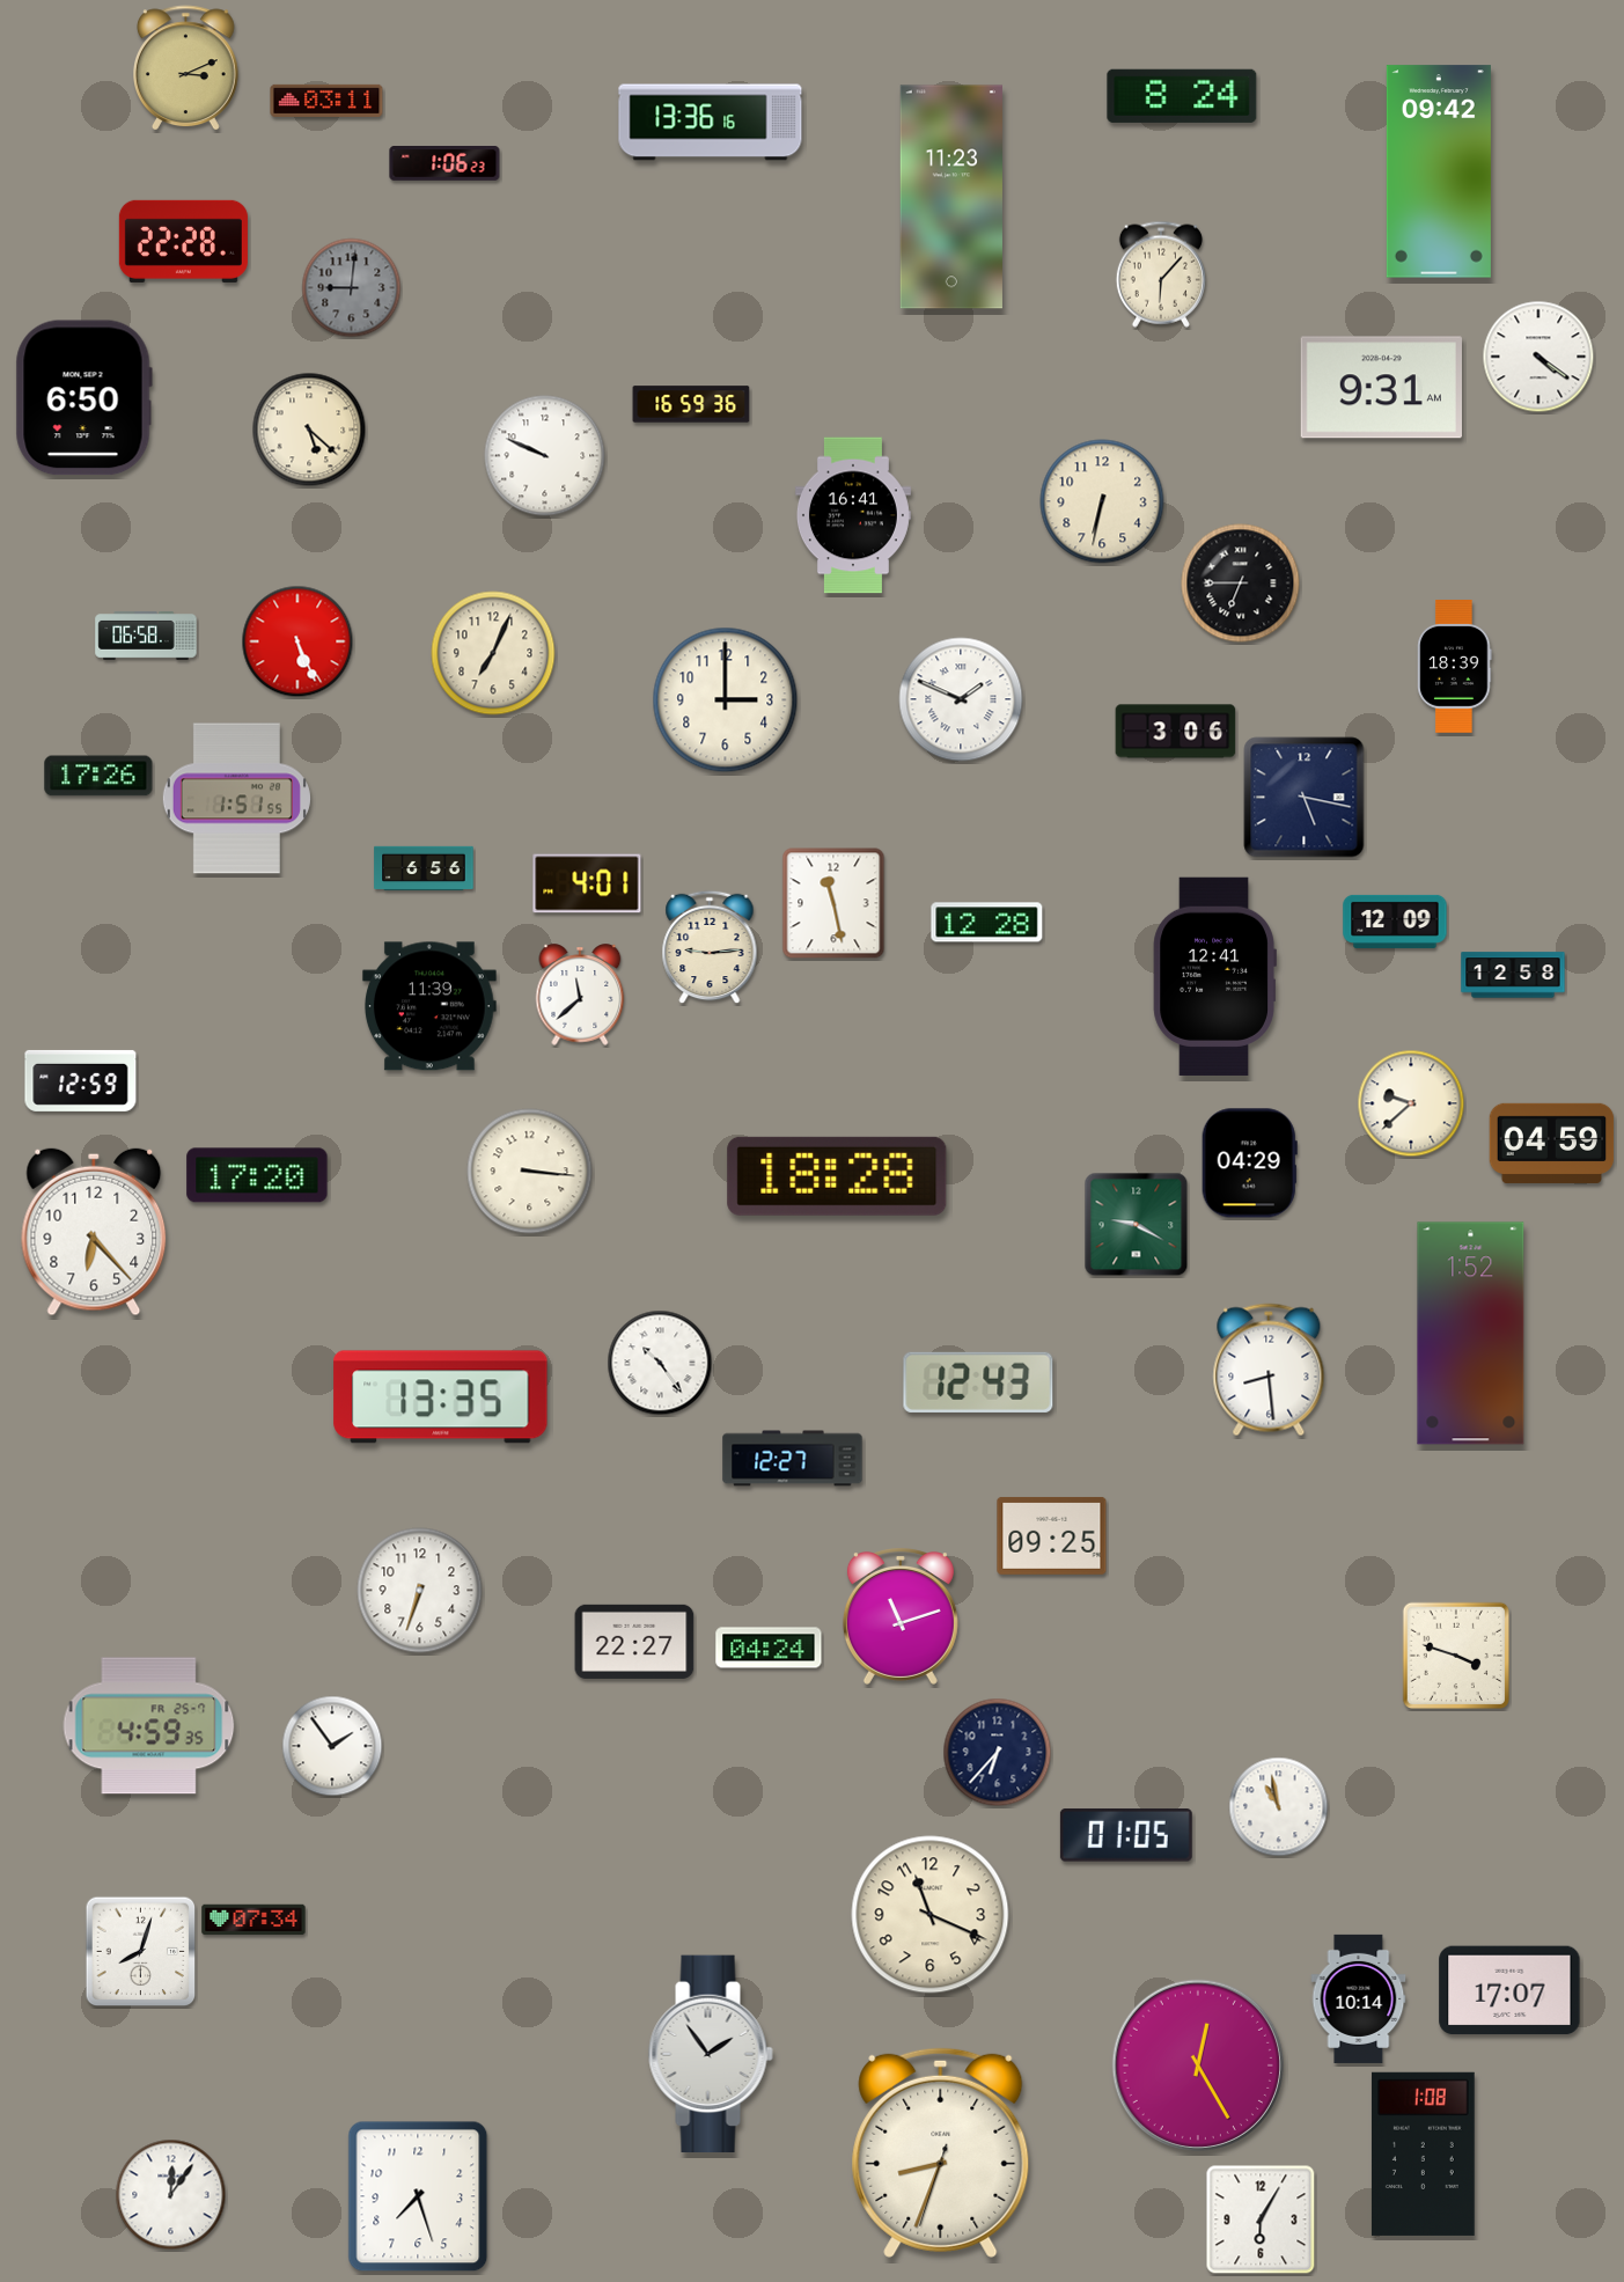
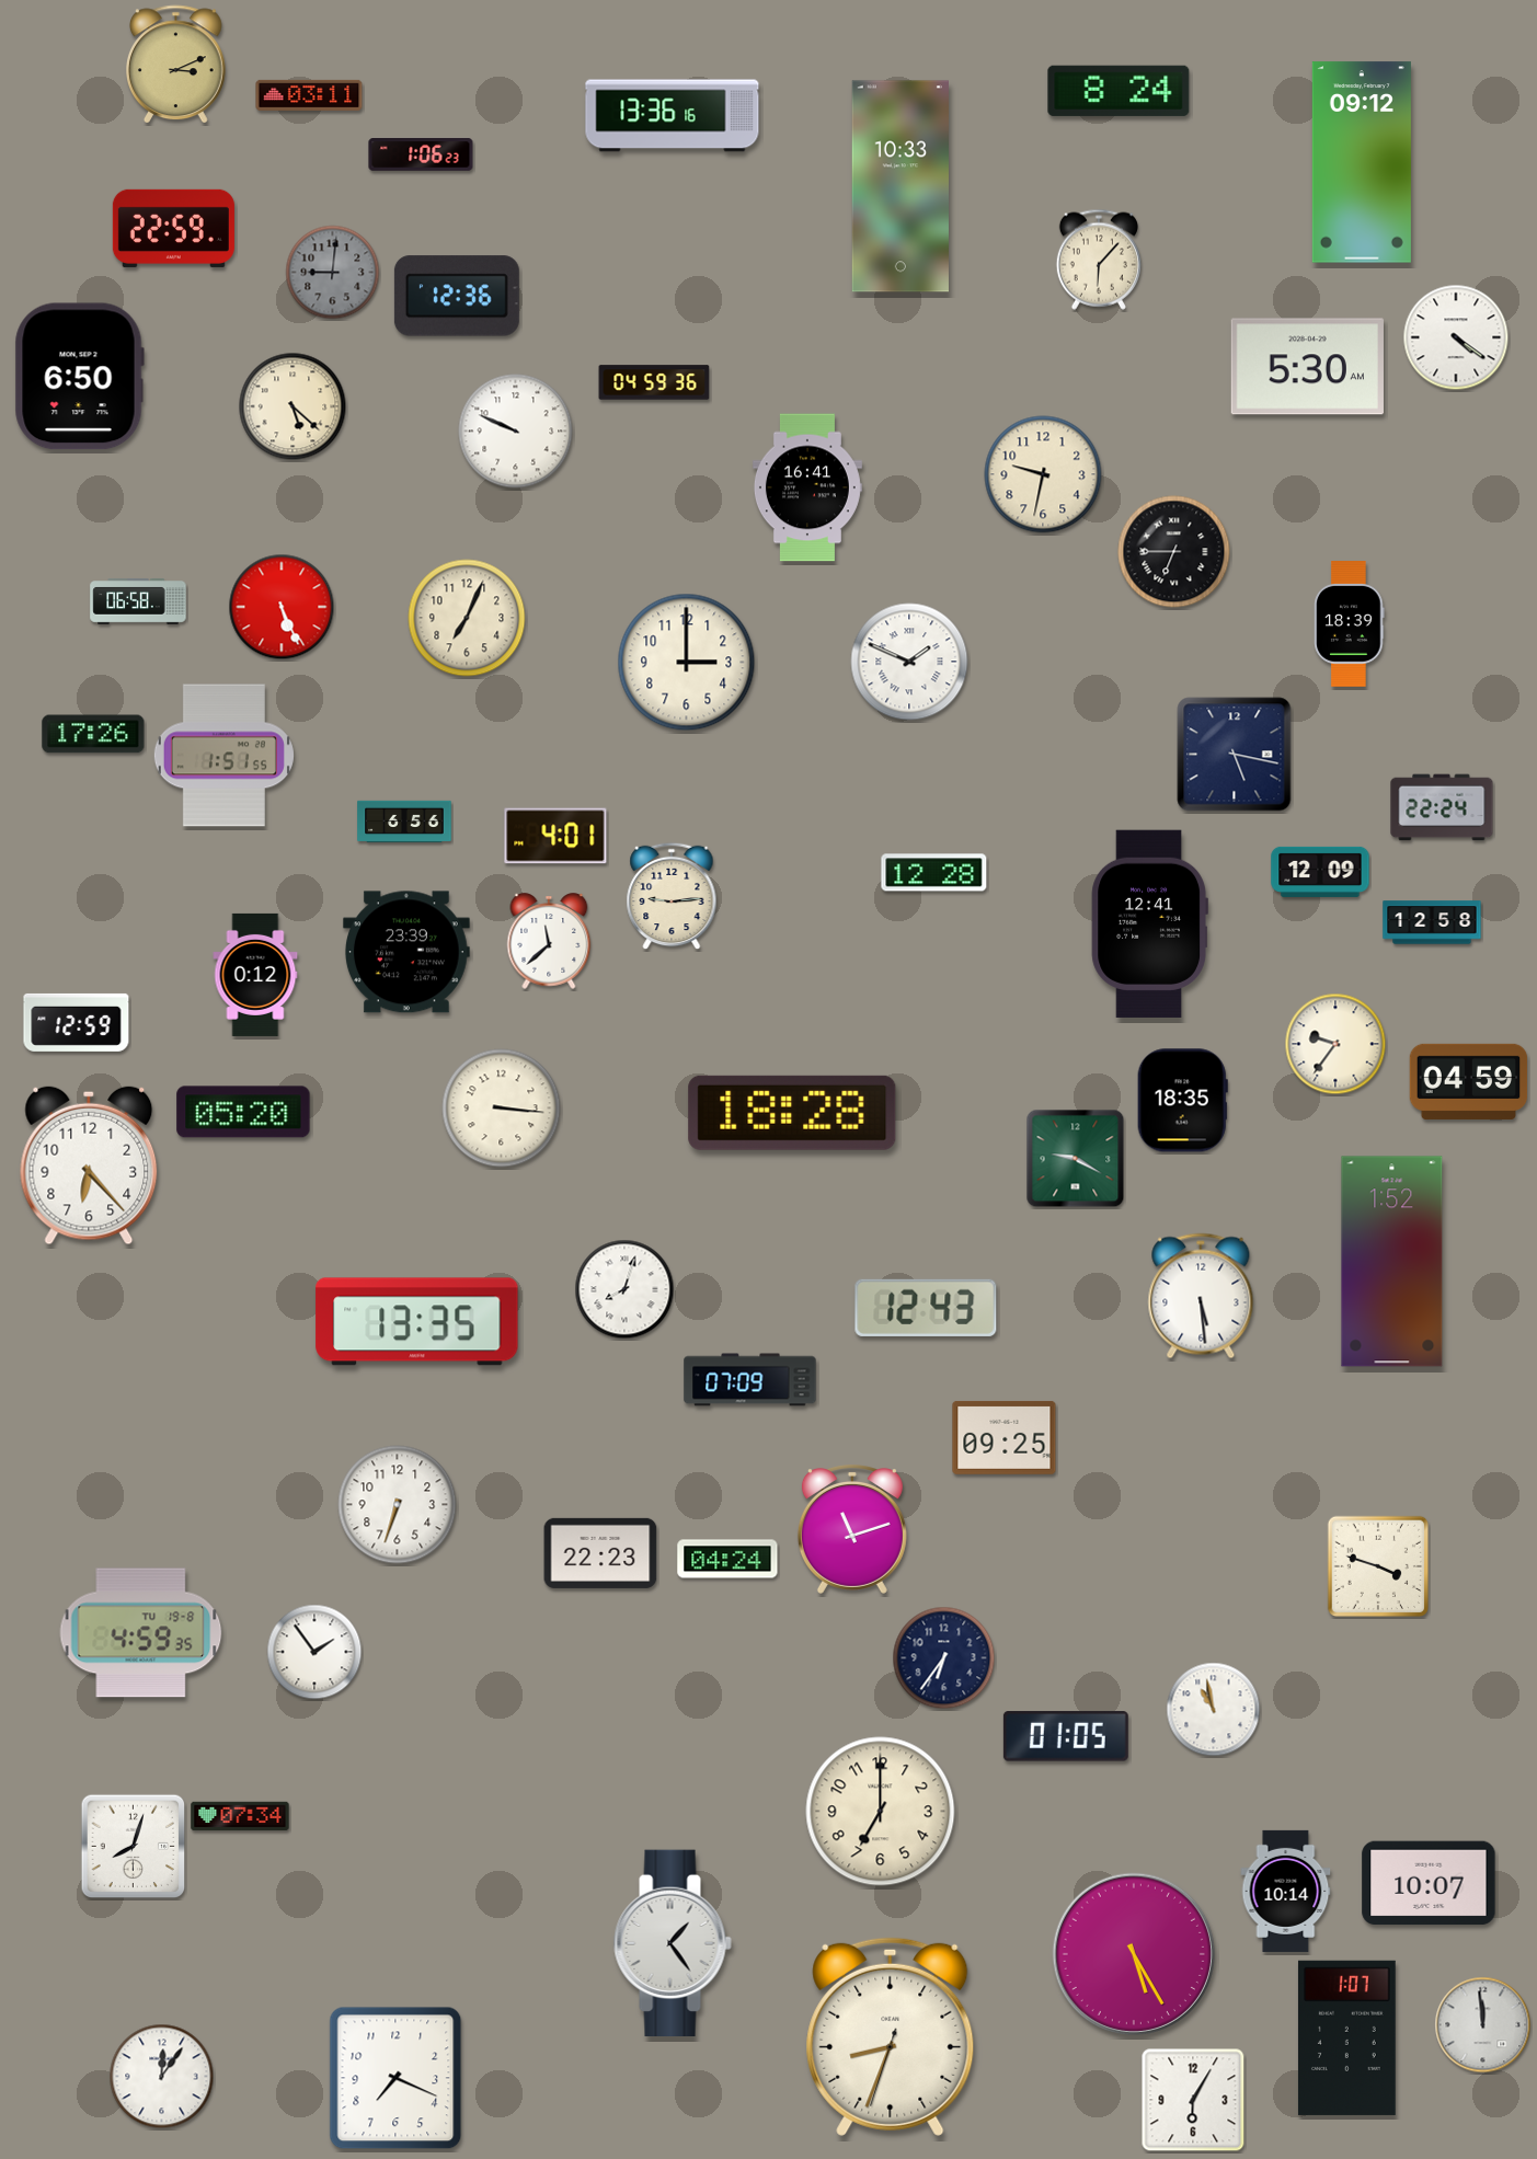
clock at (1439, 171): 09:42 -> 09:12
clock at (951, 197): 11:23 -> 10:33
clock at (183, 241): 22:28 -> 22:59
clock at (457, 296): none -> 12:36
clock at (1381, 388): 9:31 -> 5:30
clock at (691, 404): 16:59 -> 04:59
clock at (1102, 501): 6:32 -> 9:32
clock at (1455, 667) position: (1455, 667) -> (1350, 624)
clock at (1176, 732): 3:06 -> none
clock at (1442, 807): none -> 22:24
clock at (424, 868) position: (424, 868) -> (404, 822)
clock at (833, 903): 11:28 -> none
clock at (429, 1006): 11:39 -> 23:39
clock at (255, 975): none -> 0:12
clock at (1411, 1103): 9:38 -> 9:36
clock at (1249, 1164): 04:29 -> 18:35
clock at (257, 1175): 17:20 -> 05:20
clock at (660, 1363): 10:24 -> 8:03
clock at (1269, 1370): 8:29 -> 5:29
clock at (793, 1459): 12:27 -> 07:09
clock at (1052, 1535) position: (1052, 1535) -> (1005, 1437)
clock at (634, 1642): 22:27 -> 22:23
clock at (149, 1726) date: FR 25-7 -> TU 19-8
clock at (998, 1753): 6:37 -> 6:36
clock at (1279, 1807) position: (1279, 1807) -> (1214, 1710)
clock at (931, 1915): 11:19 -> 7:00
clock at (1509, 1990): 17:07 -> 10:07
clock at (711, 2053): 1:54 -> 1:24
clock at (1198, 2065): 12:25 -> 5:25
clock at (1483, 2025): none -> 11:59
clock at (1423, 2153): 1:08 -> 1:07
clock at (418, 2196): 7:27 -> 7:19
